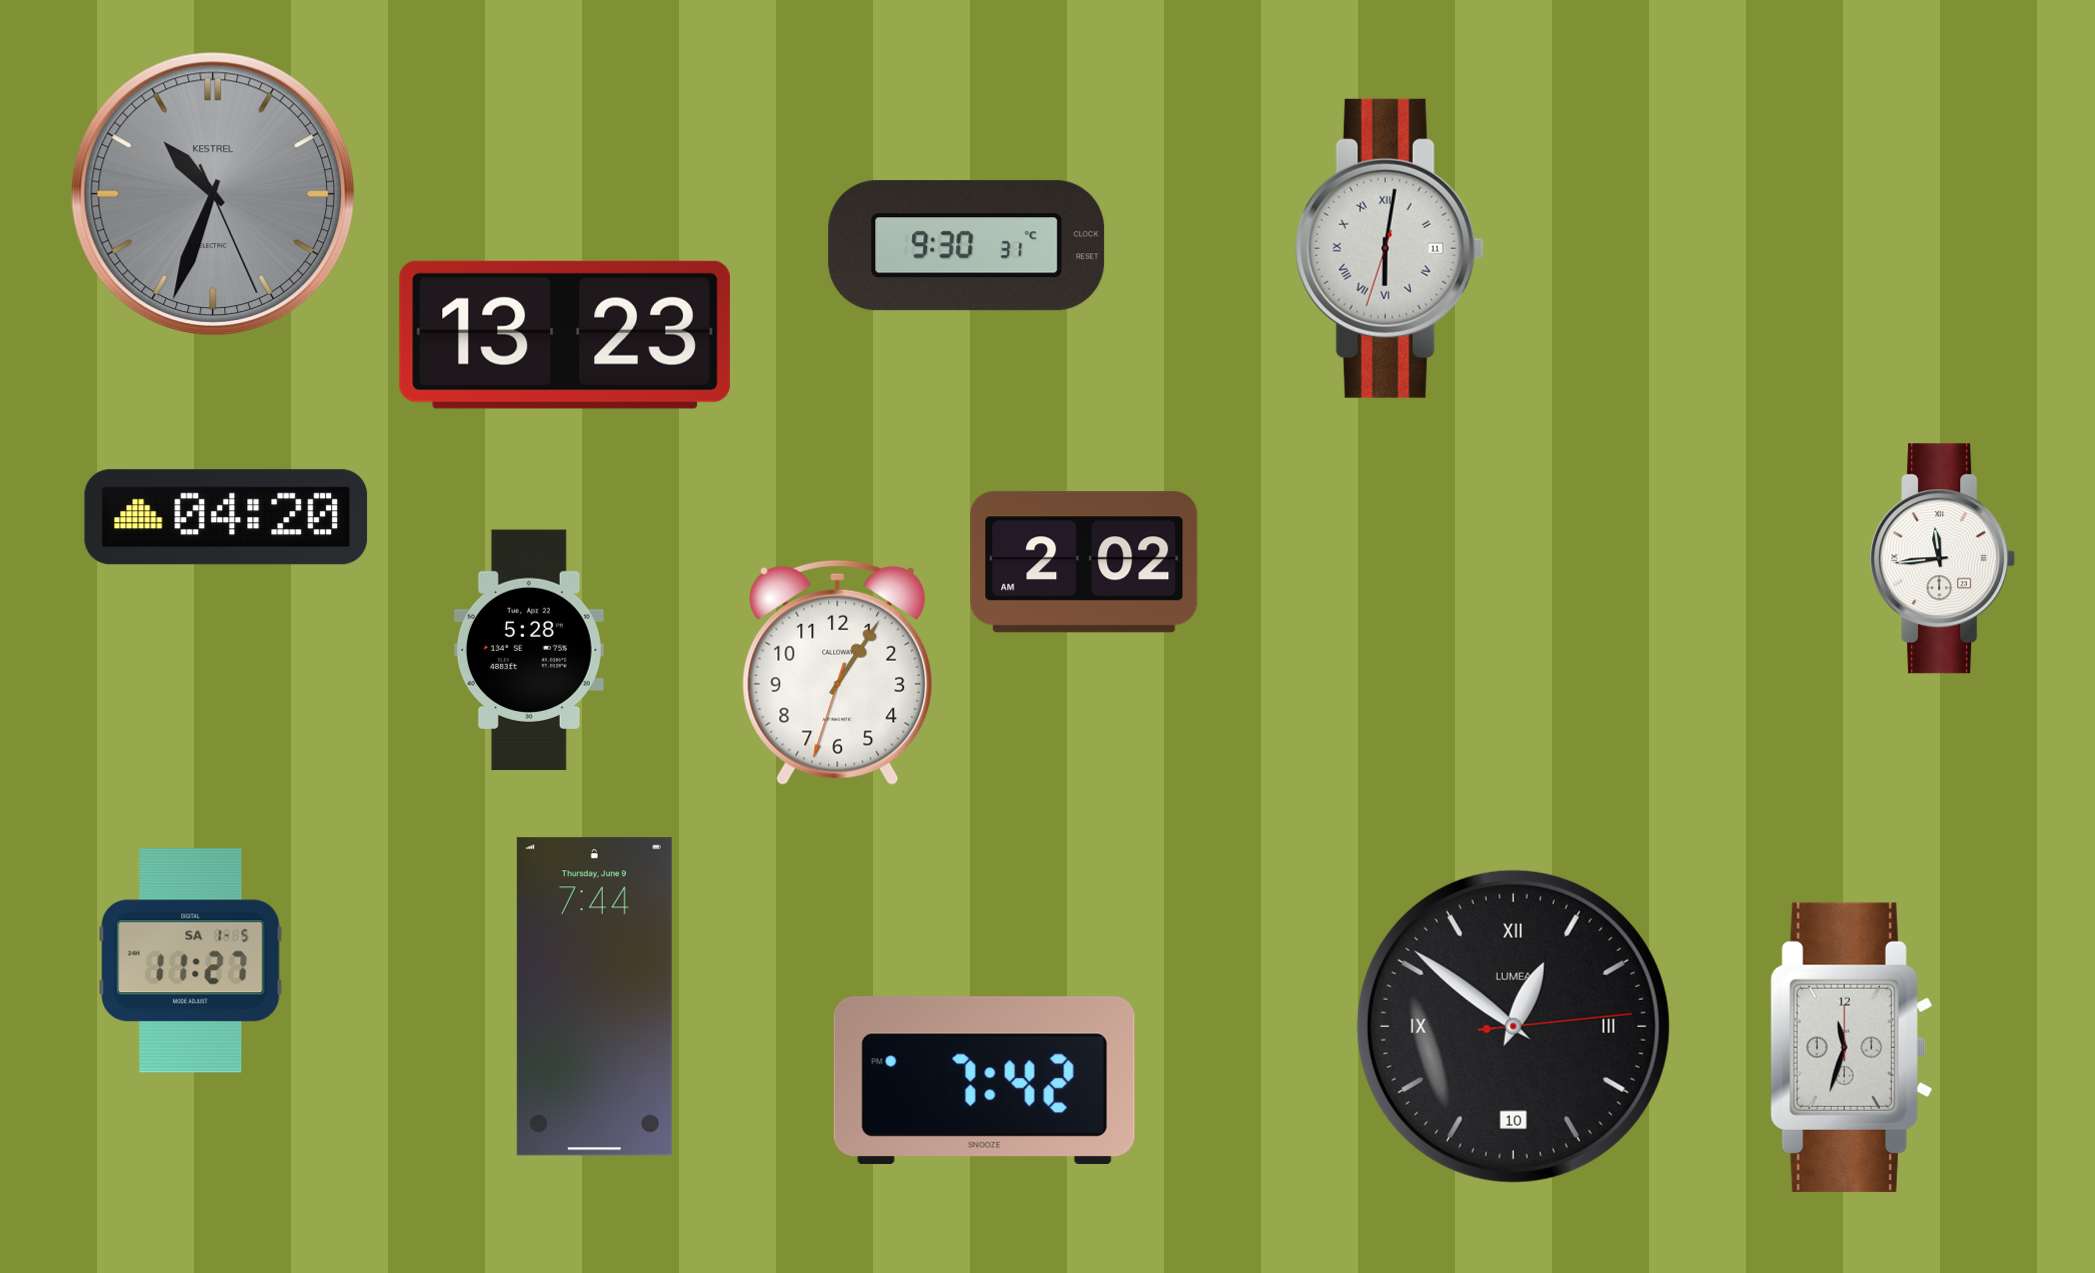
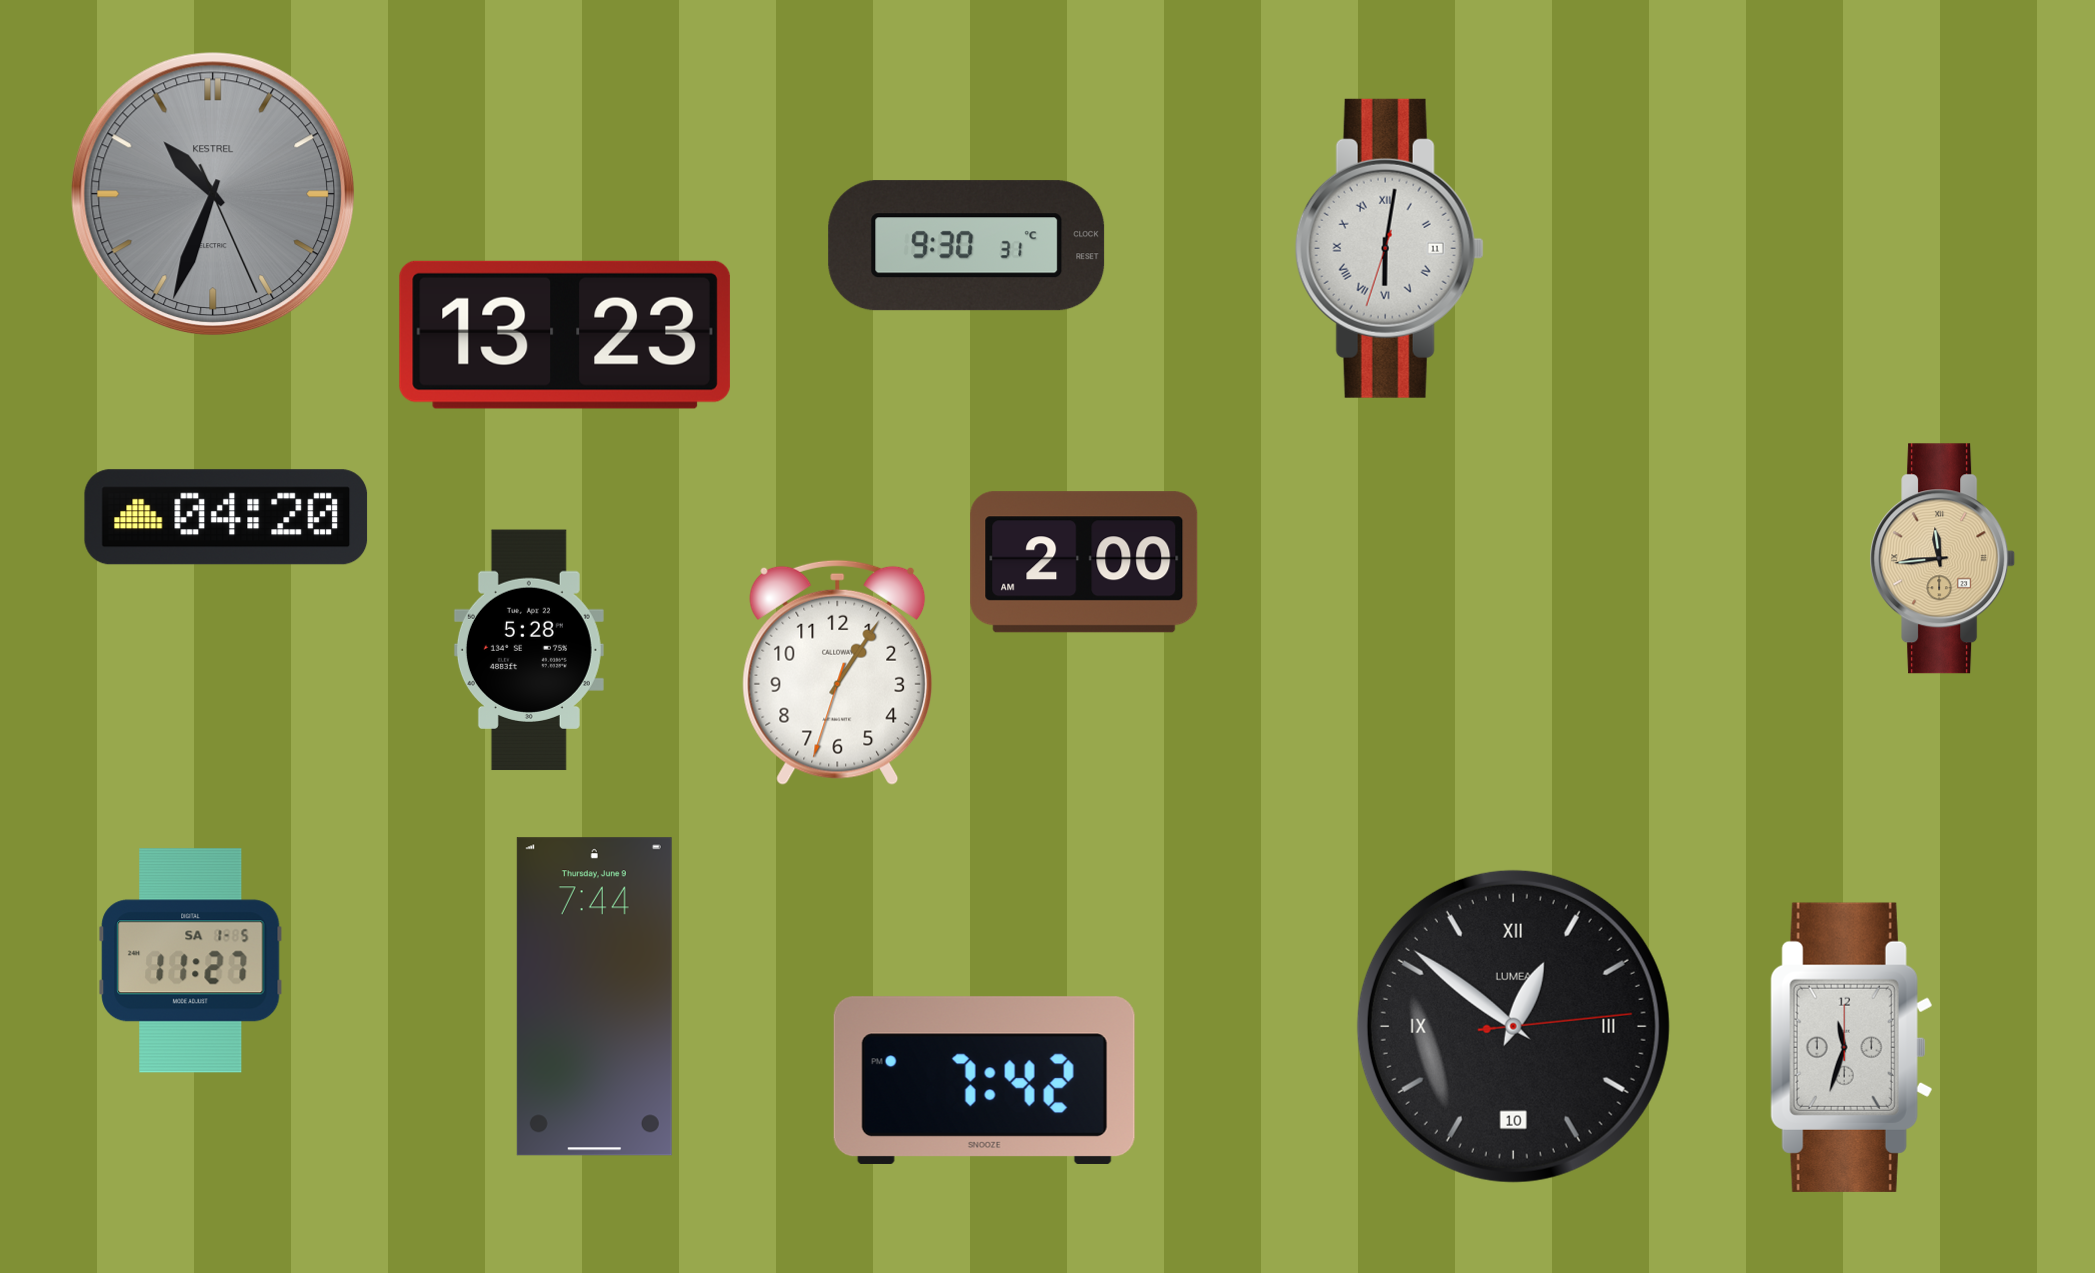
clock at (1943, 559) dial: white -> champagne
clock at (1084, 562): 2:02 -> 2:00
